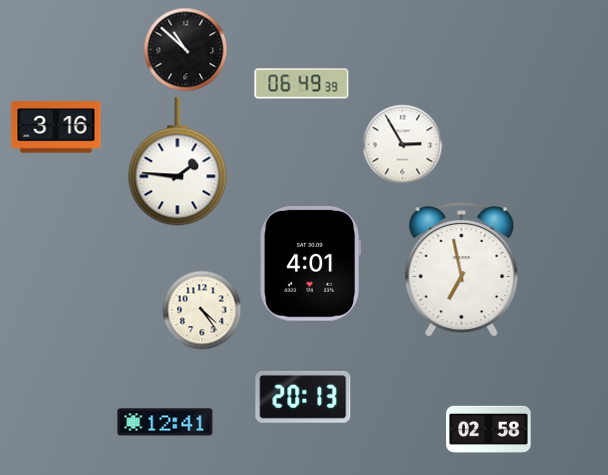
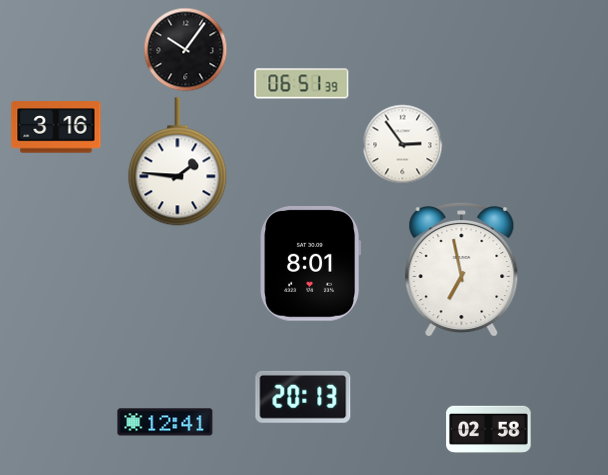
clock at (186, 50): 10:52 -> 10:06
clock at (302, 84): 06:49 -> 06:51
clock at (403, 145): 2:55 -> 2:54
clock at (311, 264): 4:01 -> 8:01
clock at (202, 310): 4:24 -> none
